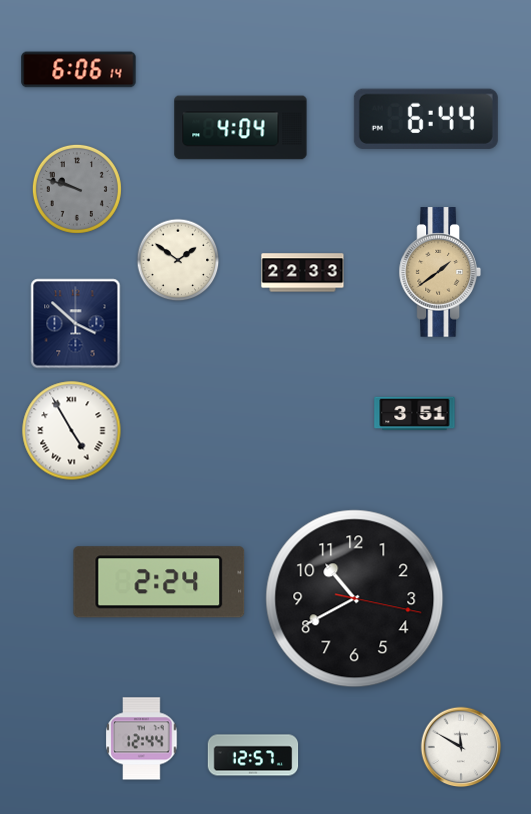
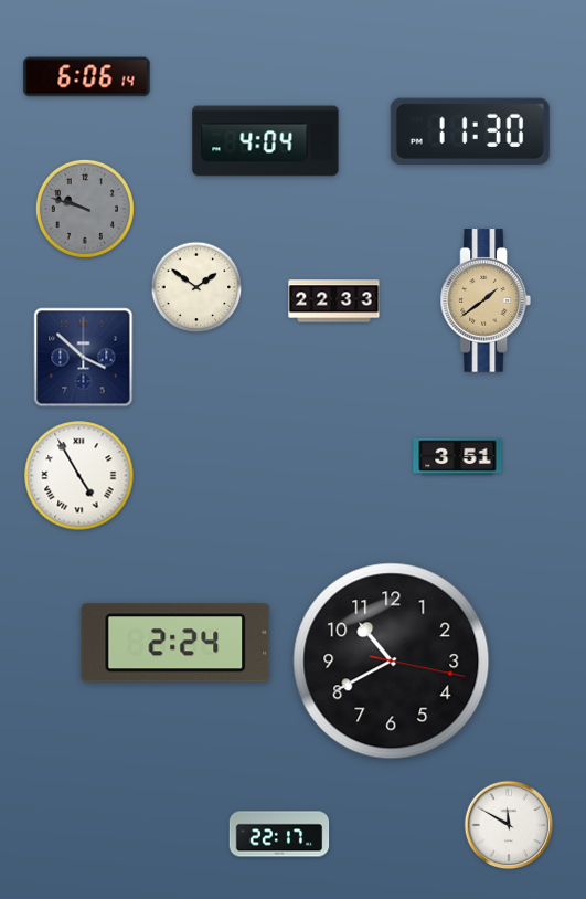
clock at (426, 119): 6:44 -> 11:30
clock at (142, 739): 12:44 -> none
clock at (253, 755): 12:57 -> 22:17
